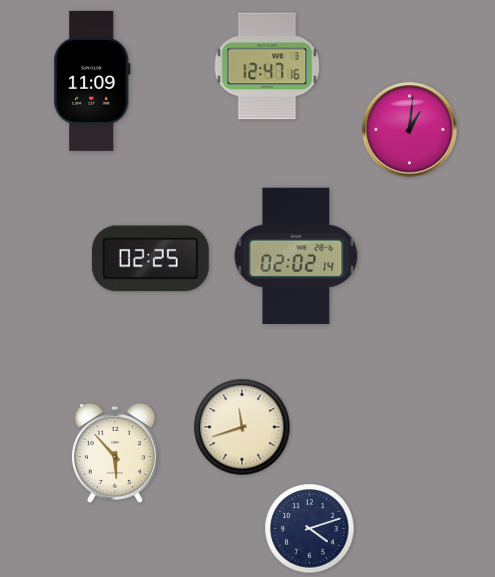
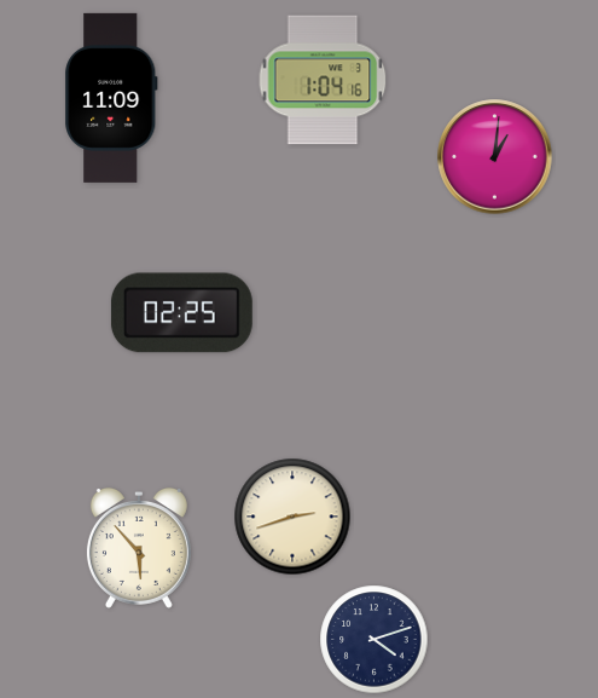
clock at (267, 66): 12:47 -> 1:04
clock at (296, 255): 02:02 -> none
clock at (242, 427): 11:42 -> 2:42
